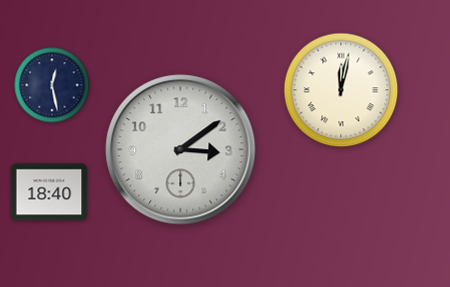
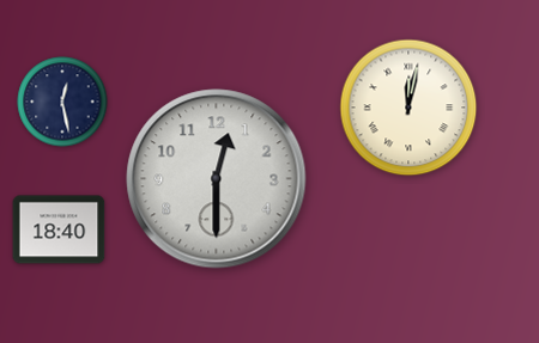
clock at (181, 150): 3:09 -> 12:30
